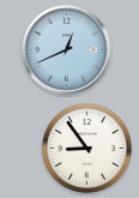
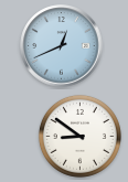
clock at (86, 148): 8:54 -> 8:51
